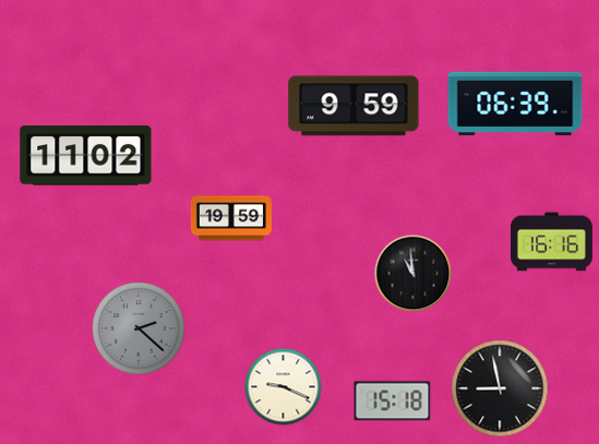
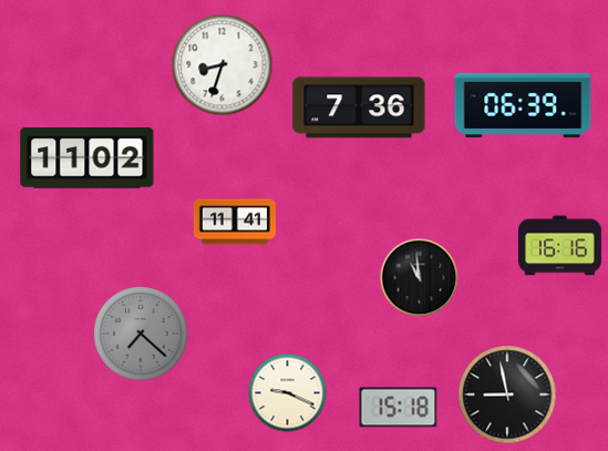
clock at (223, 65): none -> 8:33
clock at (354, 106): 9:59 -> 7:36
clock at (231, 218): 19:59 -> 11:41
clock at (139, 328): 2:22 -> 7:22
